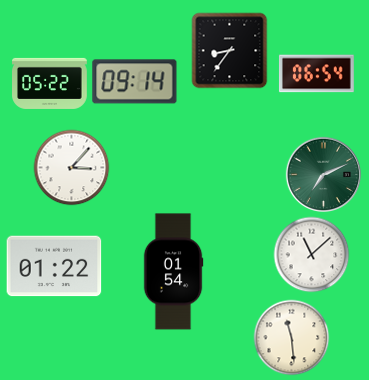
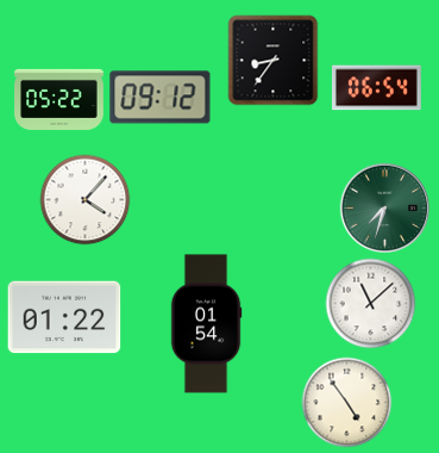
clock at (135, 82): 09:14 -> 09:12
clock at (72, 168): 3:07 -> 4:07
clock at (323, 174): 7:11 -> 7:33
clock at (292, 338): 11:29 -> 4:54
